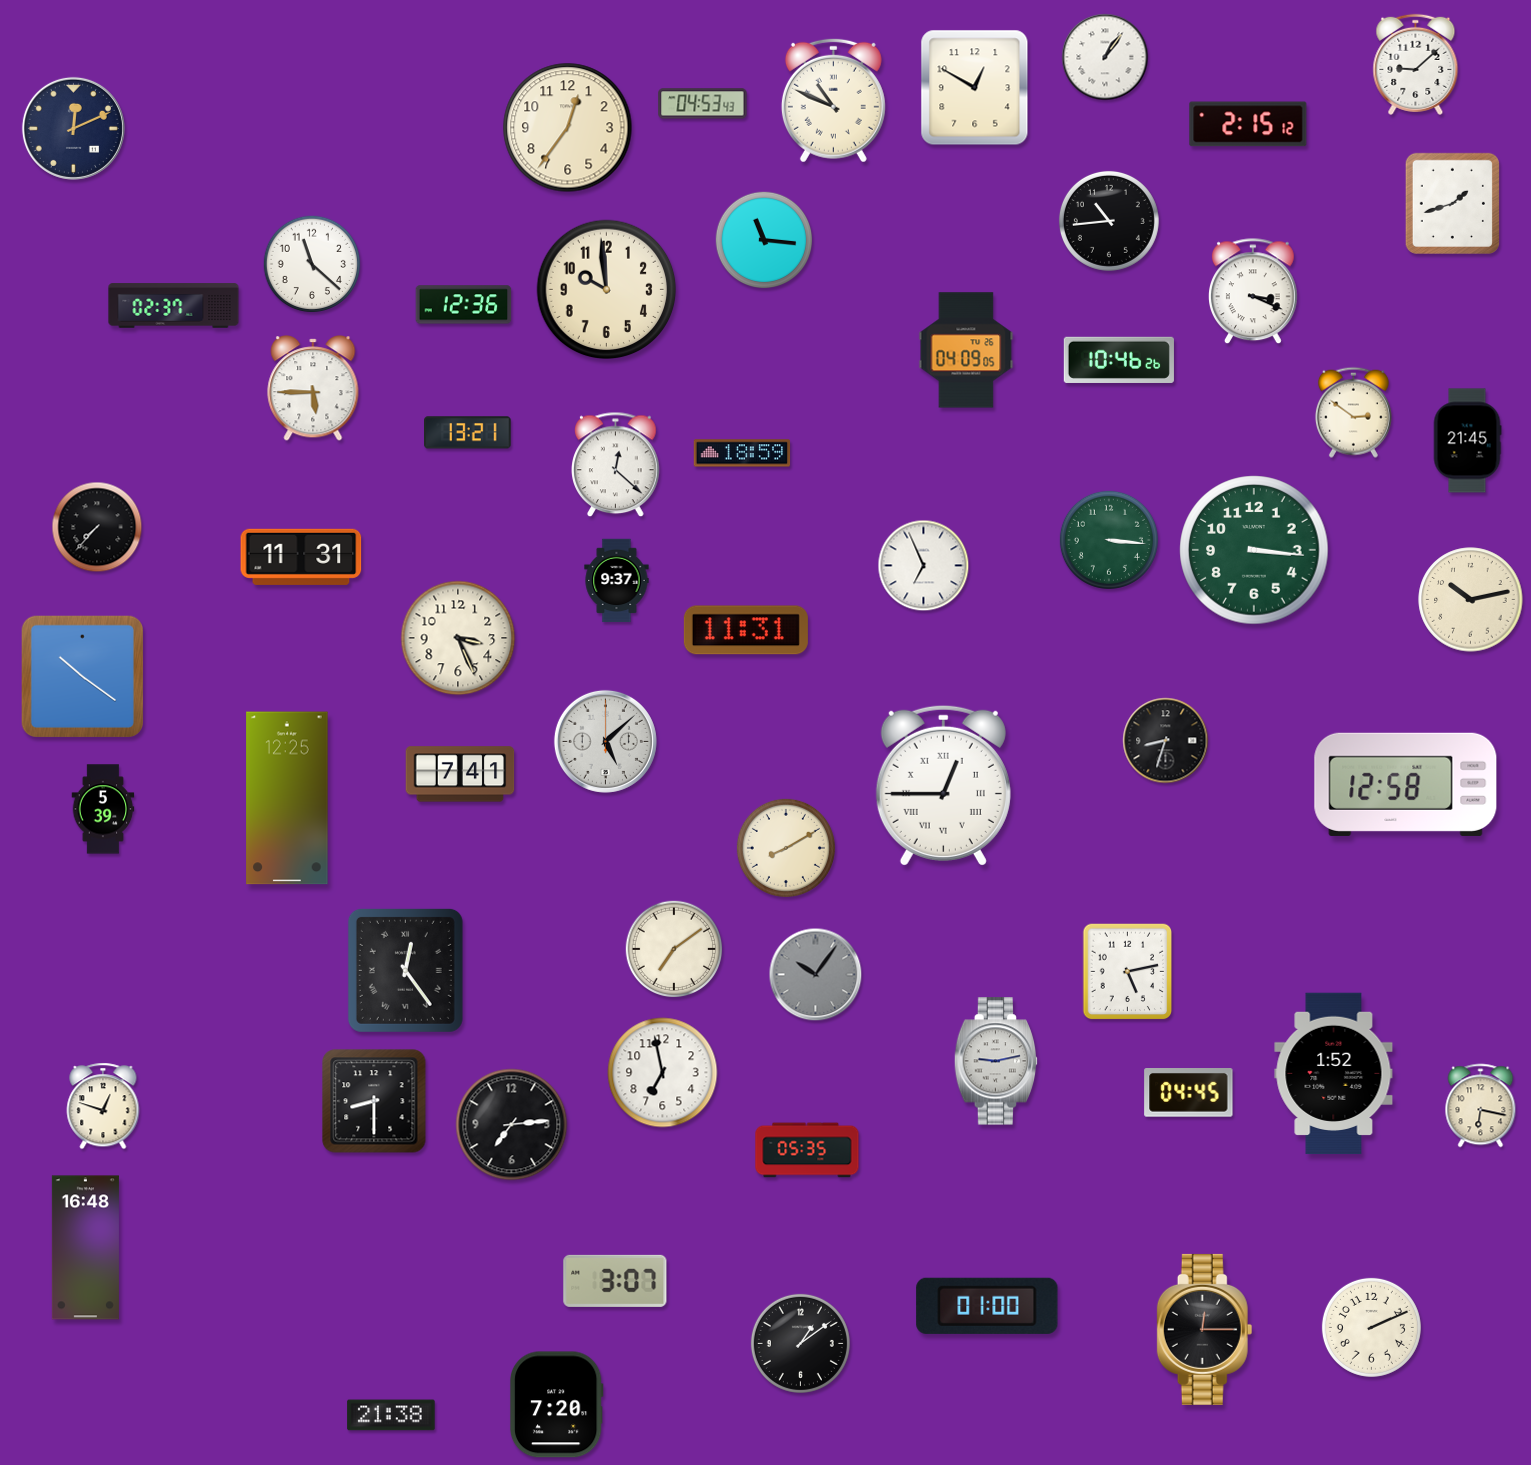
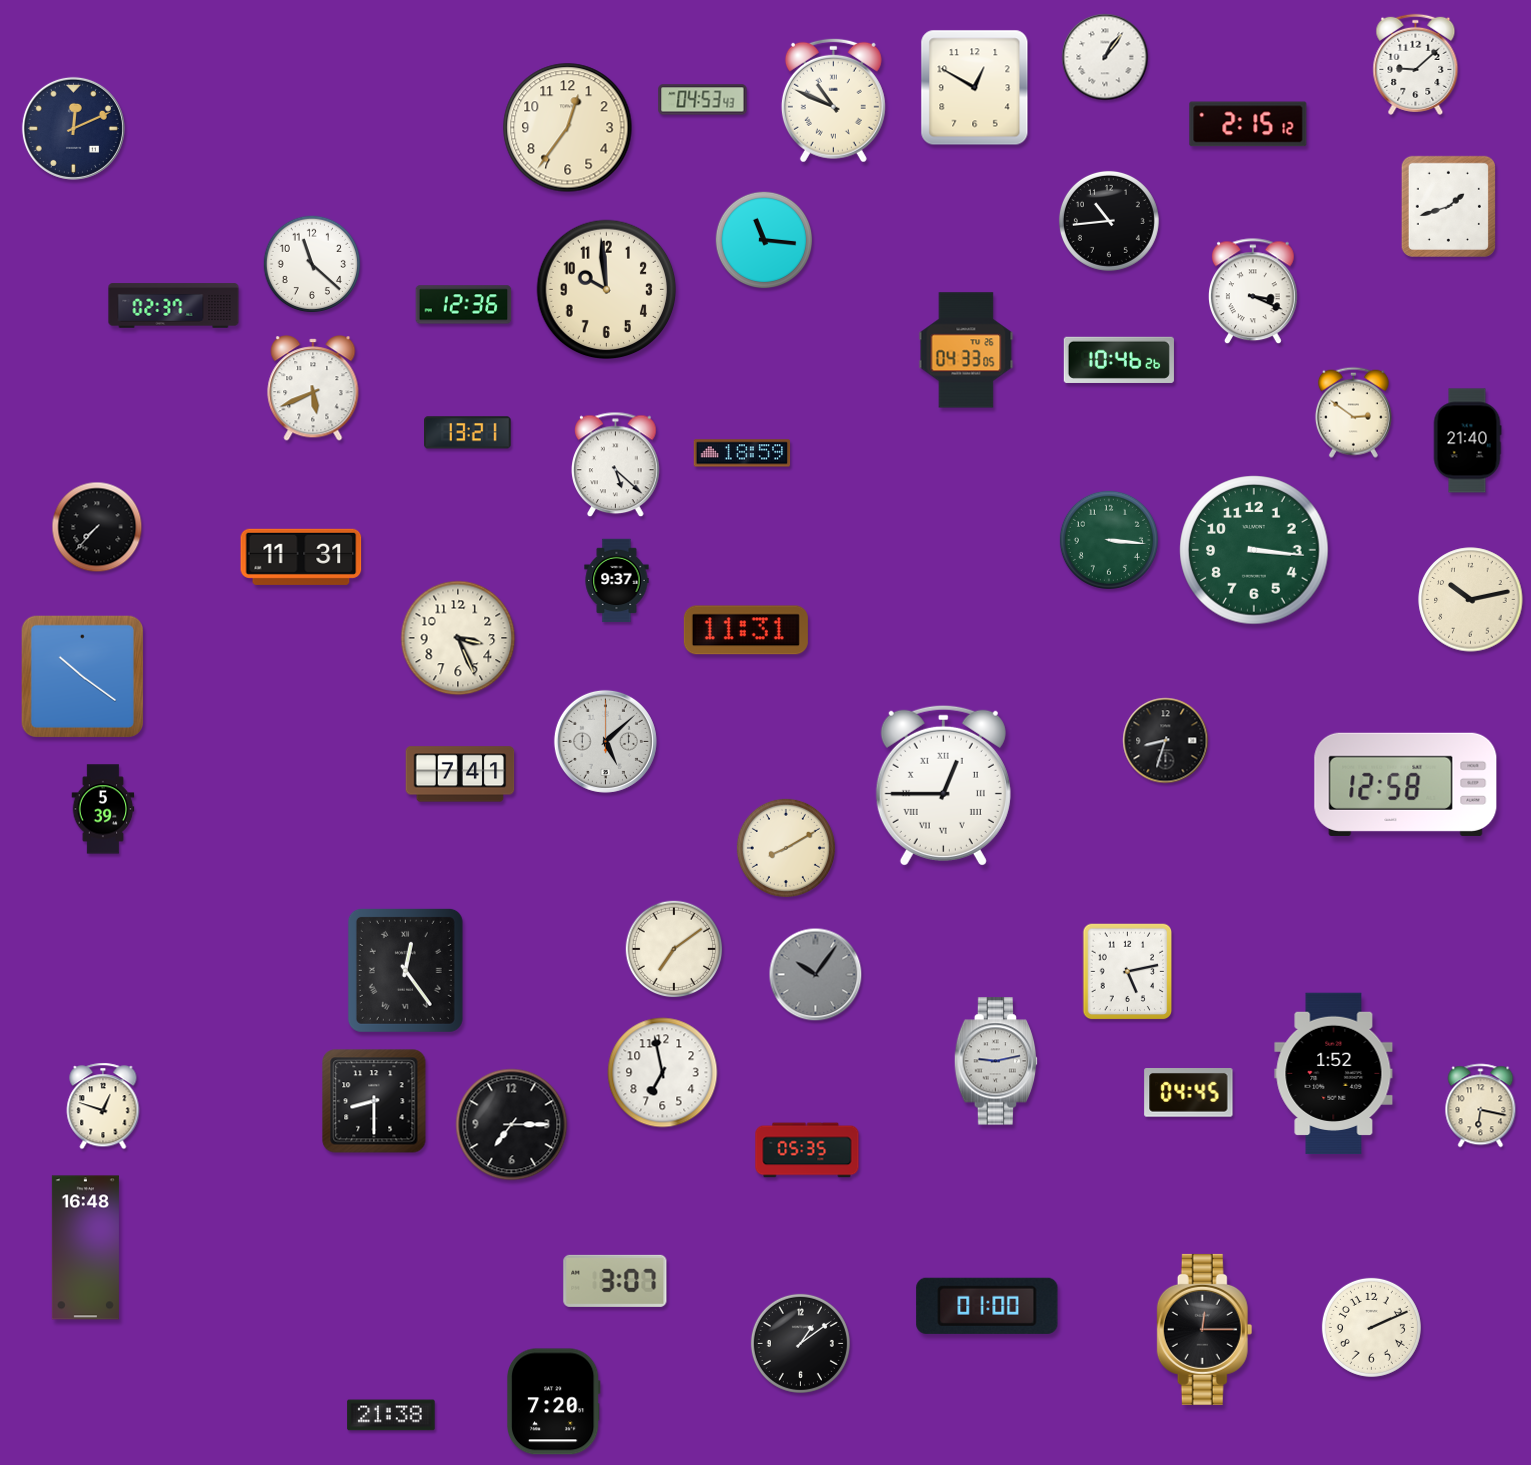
clock at (703, 104) position: (703, 104) -> (703, 100)
clock at (1452, 203) position: (1452, 203) -> (1448, 206)
clock at (966, 350): 04:09 -> 04:33
clock at (313, 388): 5:45 -> 5:41
clock at (1467, 441): 21:45 -> 21:40
clock at (616, 465): 12:22 -> 5:22
clock at (924, 566): 6:56 -> none
clock at (287, 798): 12:25 -> none
clock at (512, 1125): 7:14 -> 7:15
clock at (556, 1405) position: (556, 1405) -> (553, 1402)
